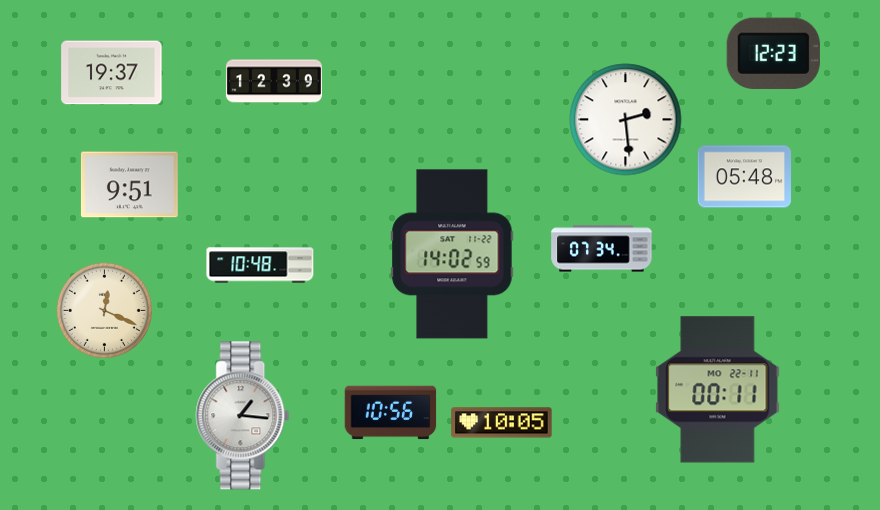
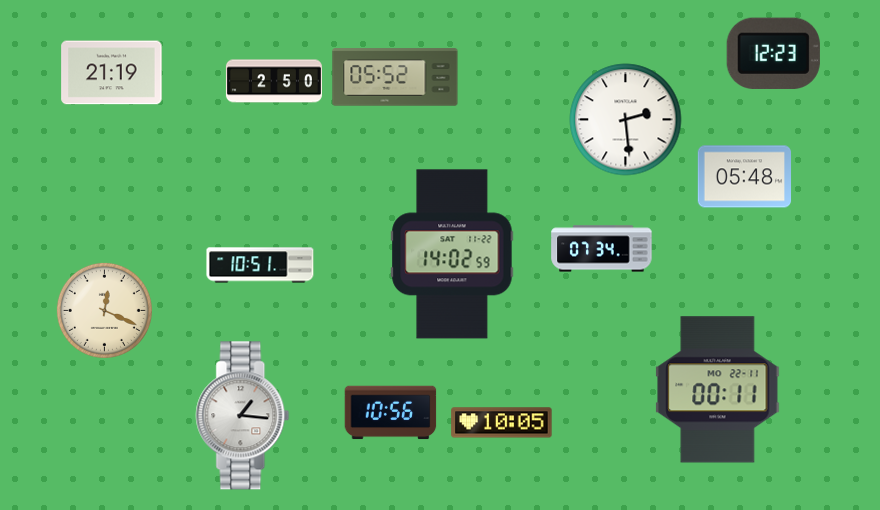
clock at (112, 73): 19:37 -> 21:19
clock at (395, 77): none -> 05:52
clock at (274, 81): 12:39 -> 2:50
clock at (129, 185): 9:51 -> none
clock at (260, 265): 10:48 -> 10:51
